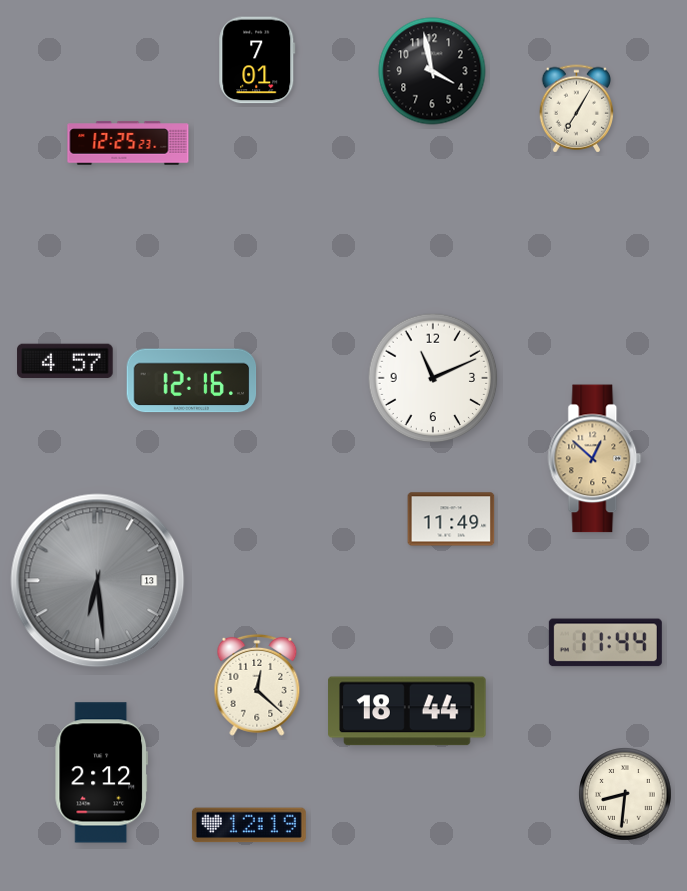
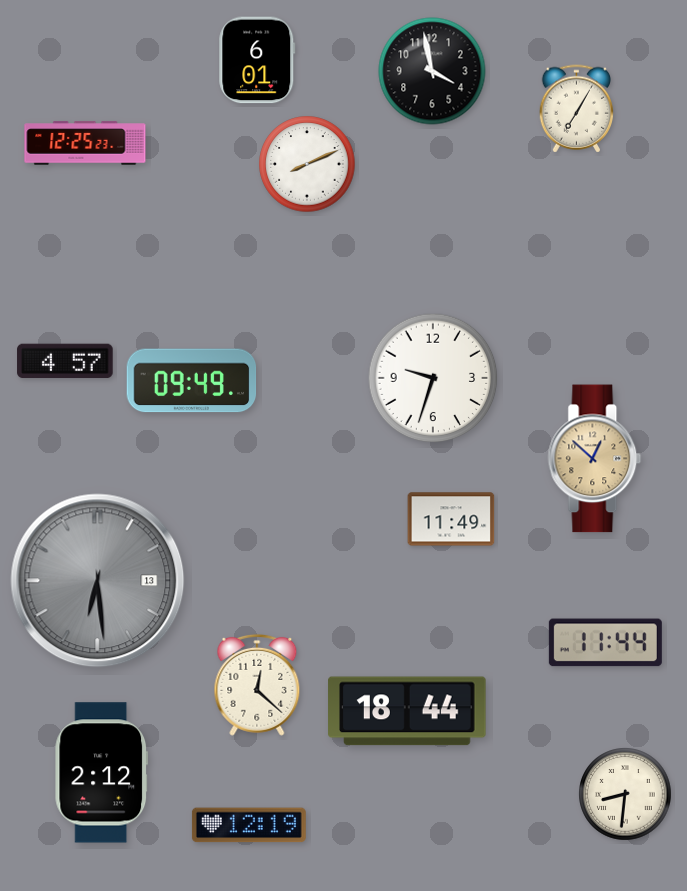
clock at (257, 60): 7:01 -> 6:01
clock at (128, 143) position: (128, 143) -> (85, 143)
clock at (307, 164): none -> 8:11
clock at (433, 378): 11:11 -> 9:33
clock at (192, 381): 12:16 -> 09:49
